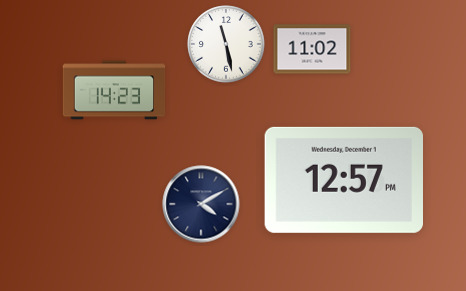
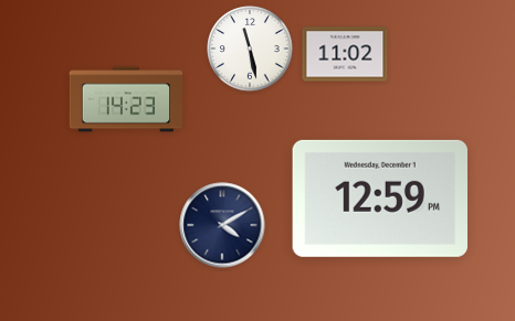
clock at (343, 180): 12:57 -> 12:59
